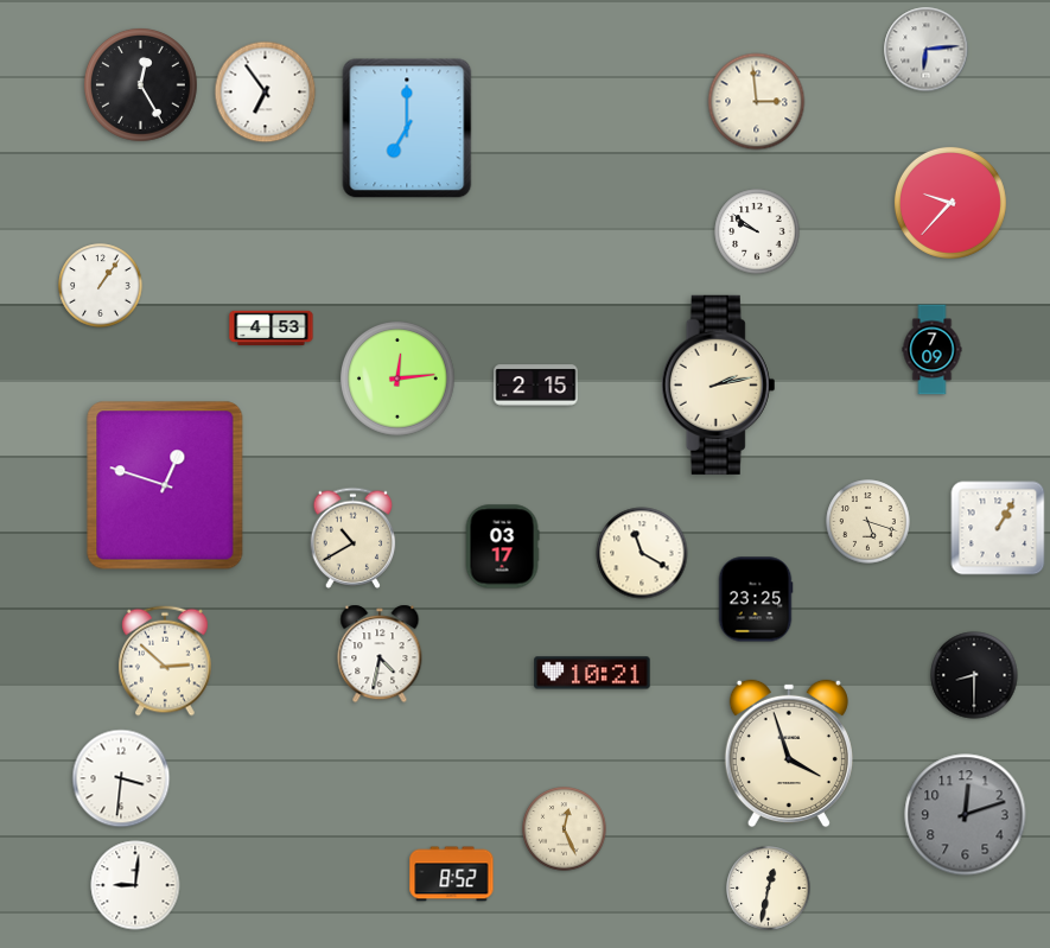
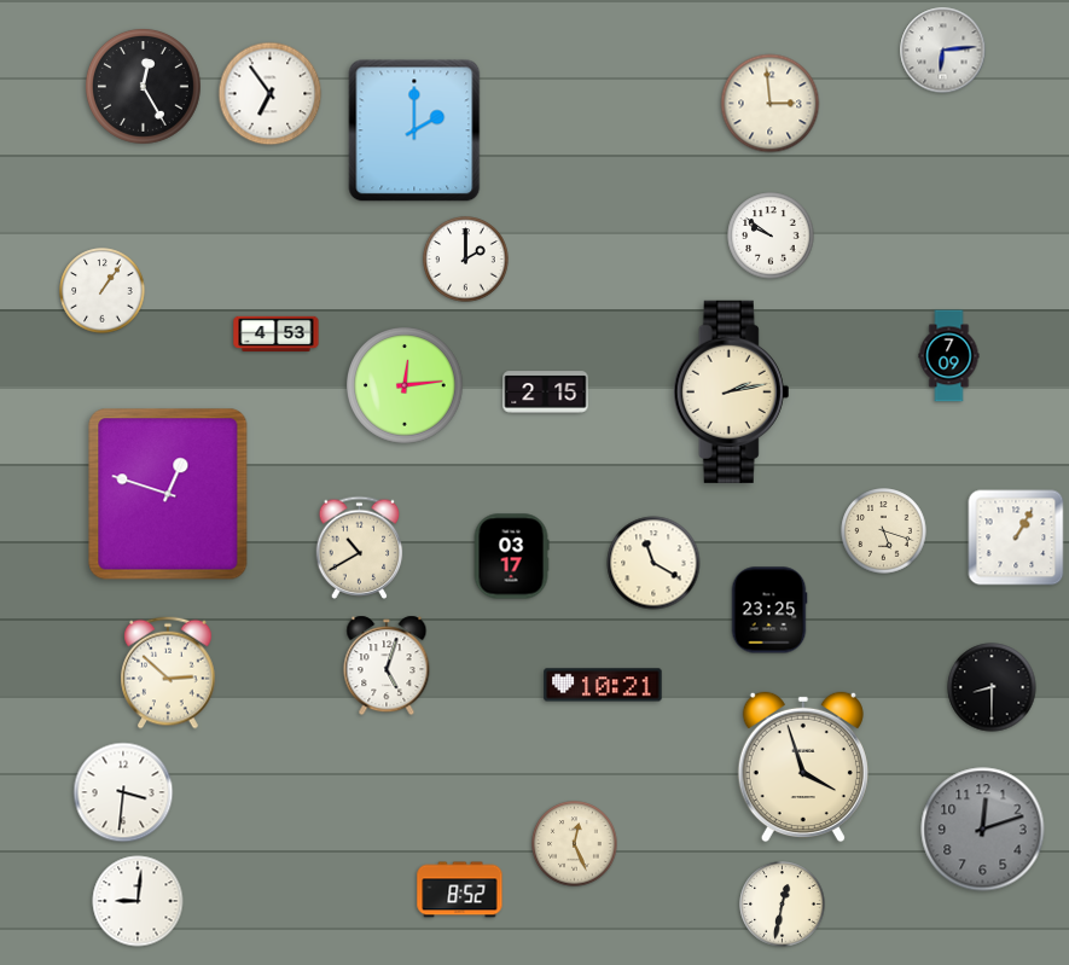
clock at (407, 128): 7:00 -> 2:00
clock at (950, 203): 9:37 -> none
clock at (466, 260): none -> 2:00
clock at (380, 654): 4:32 -> 5:03
